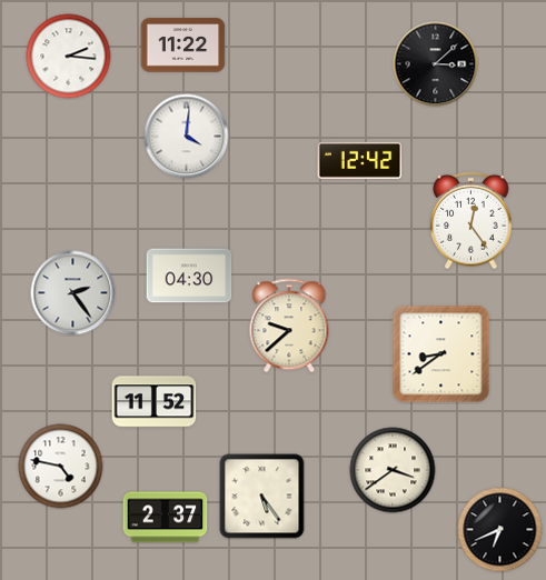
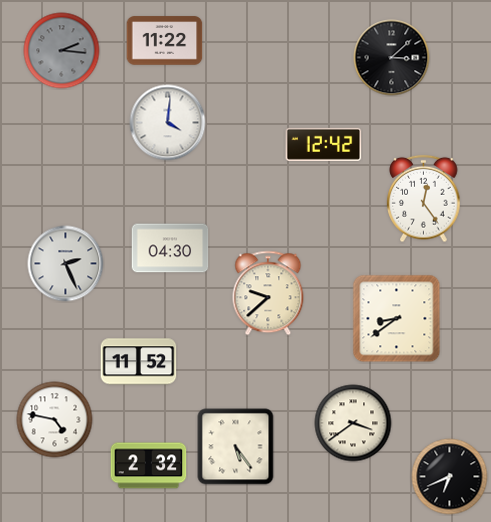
clock at (69, 57) dial: white -> grey
clock at (73, 293): 2:24 -> 2:26
clock at (289, 326) position: (289, 326) -> (268, 293)
clock at (166, 518): 2:37 -> 2:32
